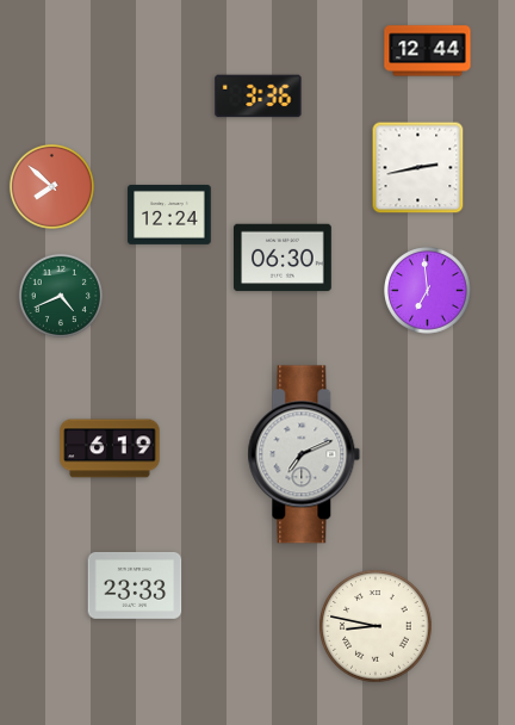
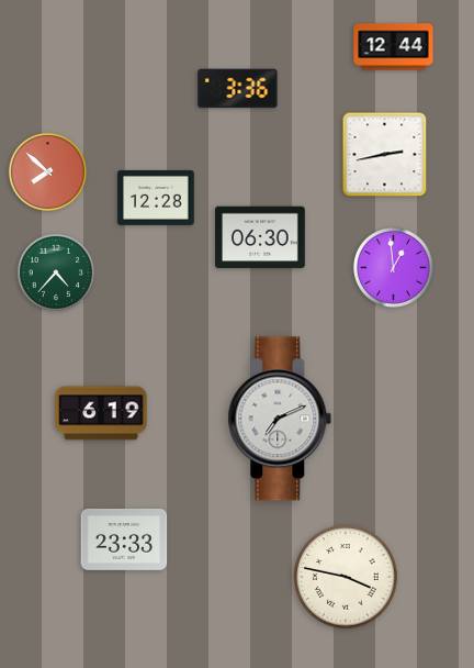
clock at (169, 215): 12:24 -> 12:28
clock at (428, 291): 6:59 -> 12:59
clock at (61, 296): 4:41 -> 4:37
clock at (376, 626): 8:47 -> 3:47
